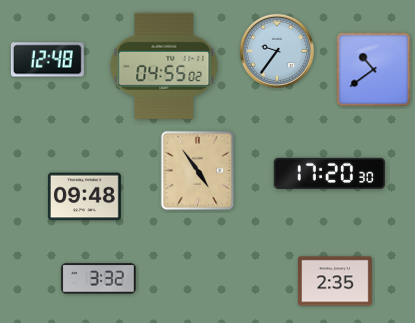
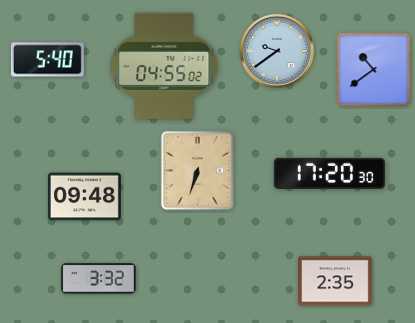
clock at (277, 51): 9:36 -> 9:39
clock at (47, 60): 12:48 -> 5:40
clock at (198, 171): 4:54 -> 6:33
